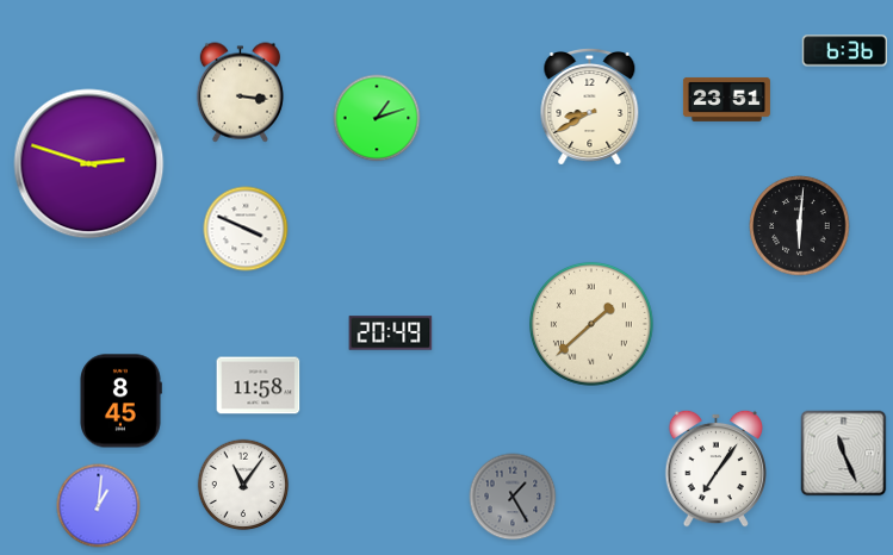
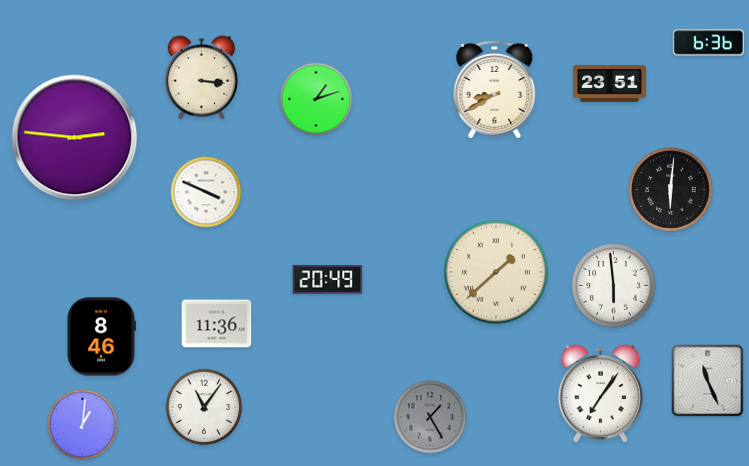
clock at (89, 164): 2:48 -> 2:46
clock at (614, 286): none -> 5:59
clock at (259, 386): 11:58 -> 11:36
clock at (122, 401): 8:45 -> 8:46
